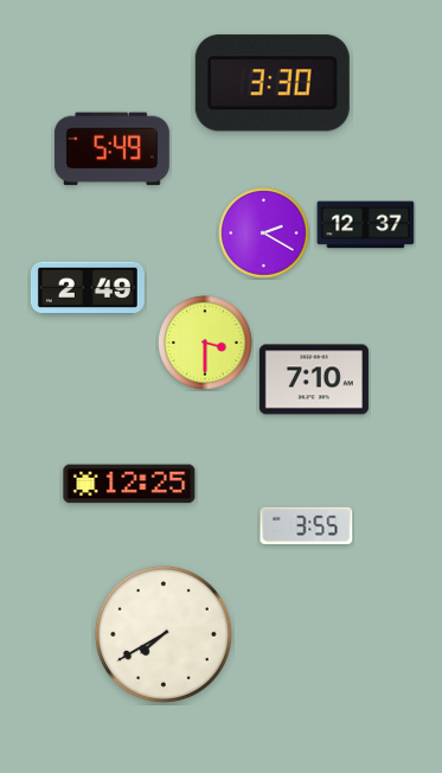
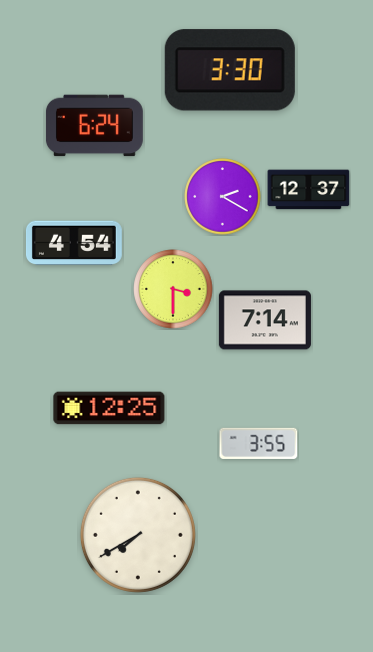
clock at (111, 149): 5:49 -> 6:24
clock at (88, 288): 2:49 -> 4:54
clock at (314, 379): 7:10 -> 7:14
